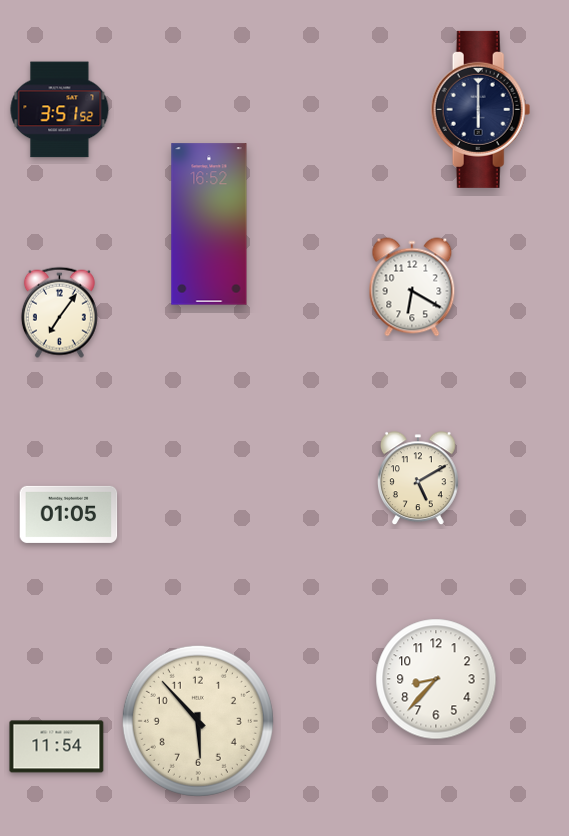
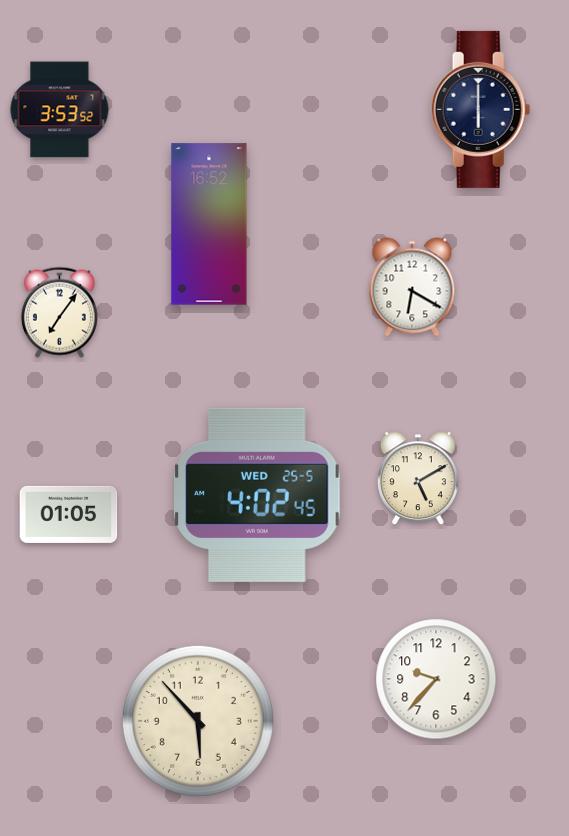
clock at (60, 110): 3:51 -> 3:53
clock at (257, 495): none -> 4:02
clock at (436, 679): 8:37 -> 9:37
clock at (57, 747): 11:54 -> none
